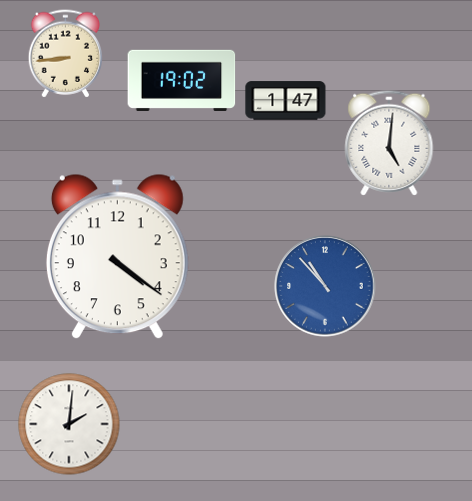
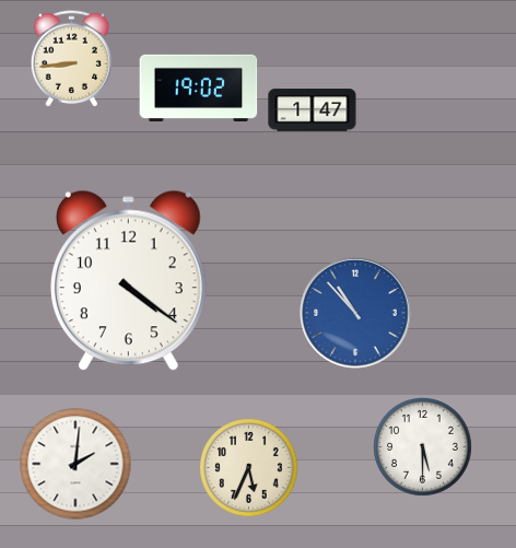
clock at (389, 143): 5:01 -> none
clock at (423, 447): none -> 5:30
clock at (249, 468): none -> 5:34
